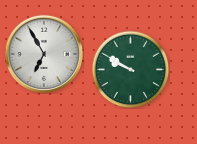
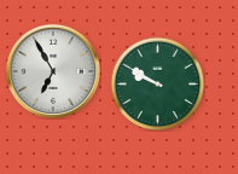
clock at (44, 54) position: (44, 54) -> (53, 71)
